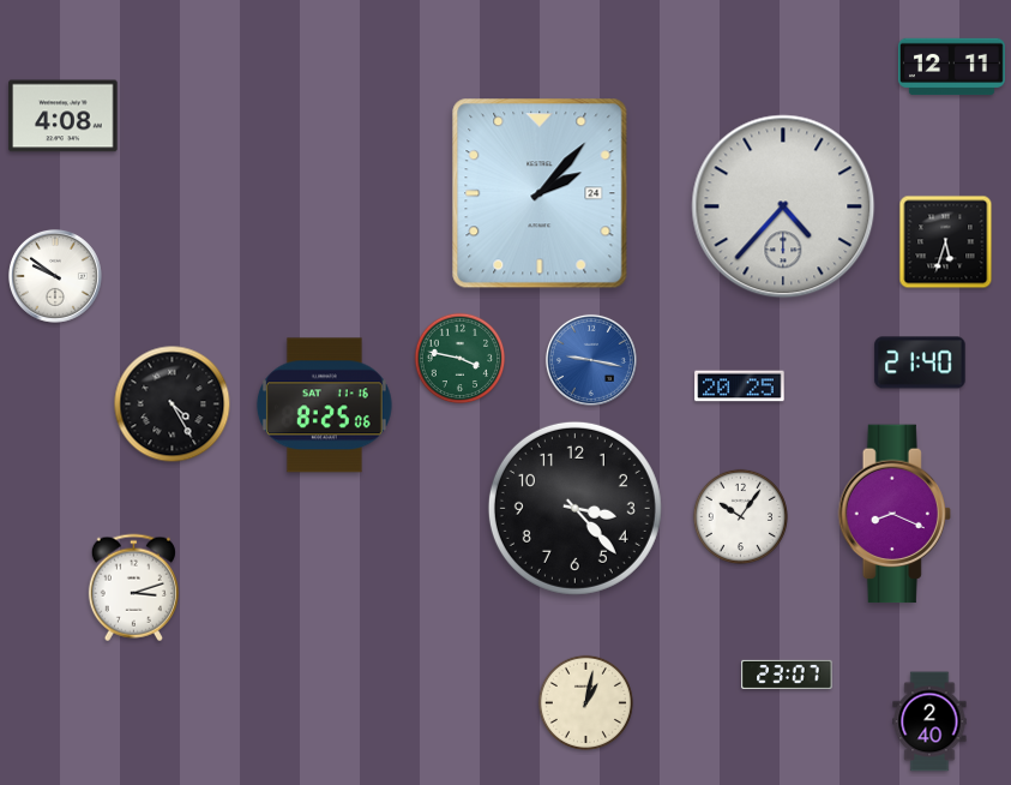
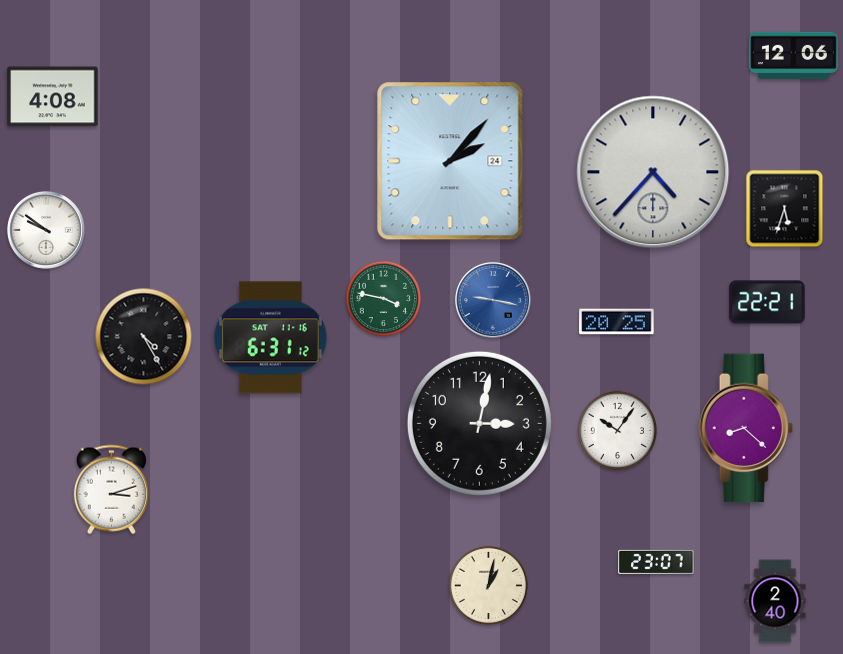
clock at (952, 67): 12:11 -> 12:06
clock at (946, 242) position: (946, 242) -> (785, 209)
clock at (920, 362): 21:40 -> 22:21
clock at (324, 406): 8:25 -> 6:31
clock at (574, 508): 3:23 -> 3:02
clock at (895, 514): 8:19 -> 8:22
